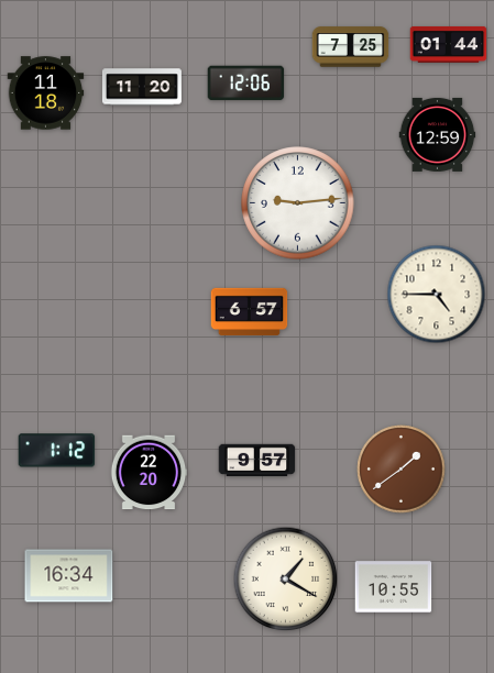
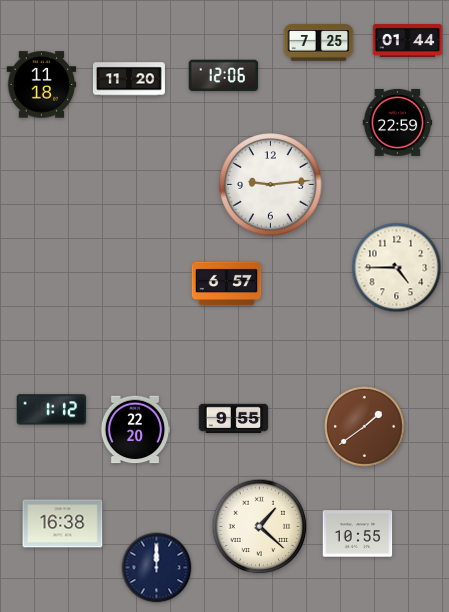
clock at (438, 134): 12:59 -> 22:59
clock at (257, 461): 9:57 -> 9:55
clock at (69, 576): 16:34 -> 16:38
clock at (286, 580): 1:20 -> 1:22
clock at (157, 568): none -> 12:00
